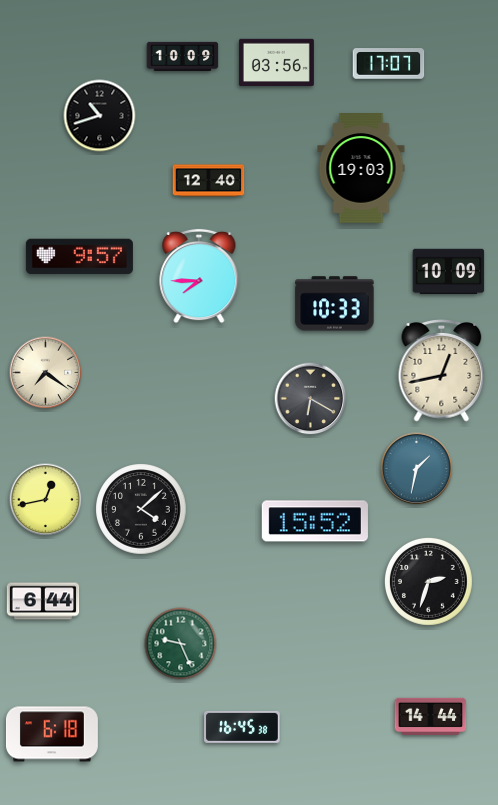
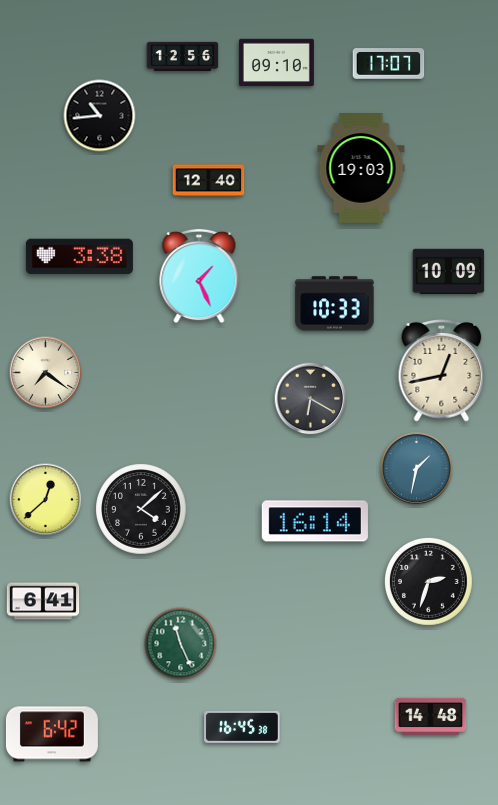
clock at (183, 56): 10:09 -> 12:56
clock at (276, 63): 03:56 -> 09:10
clock at (100, 116): 10:42 -> 10:44
clock at (79, 257): 9:57 -> 3:38
clock at (199, 276): 7:45 -> 1:26
clock at (46, 500): 12:43 -> 12:38
clock at (315, 521): 15:52 -> 16:14
clock at (43, 601): 6:44 -> 6:41
clock at (181, 644): 9:26 -> 11:26
clock at (431, 716): 14:44 -> 14:48
clock at (52, 734): 6:18 -> 6:42
